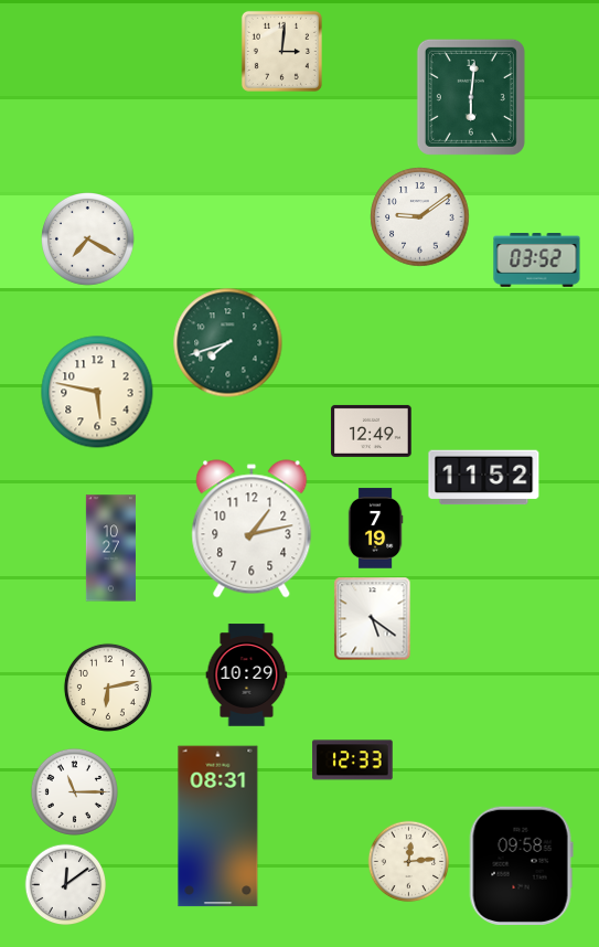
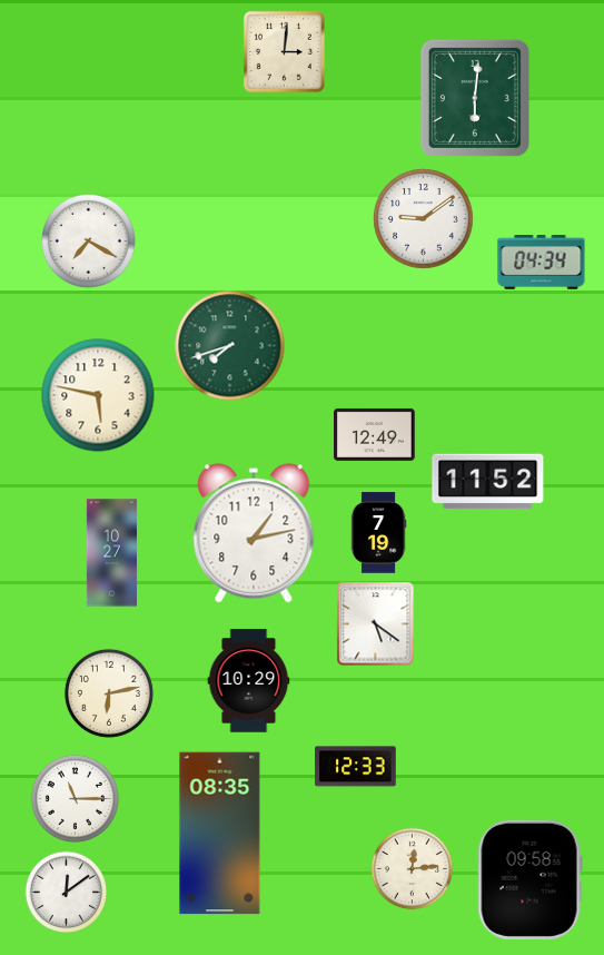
clock at (537, 260): 03:52 -> 04:34
clock at (218, 827): 08:31 -> 08:35
clock at (521, 865) position: (521, 865) -> (529, 879)
